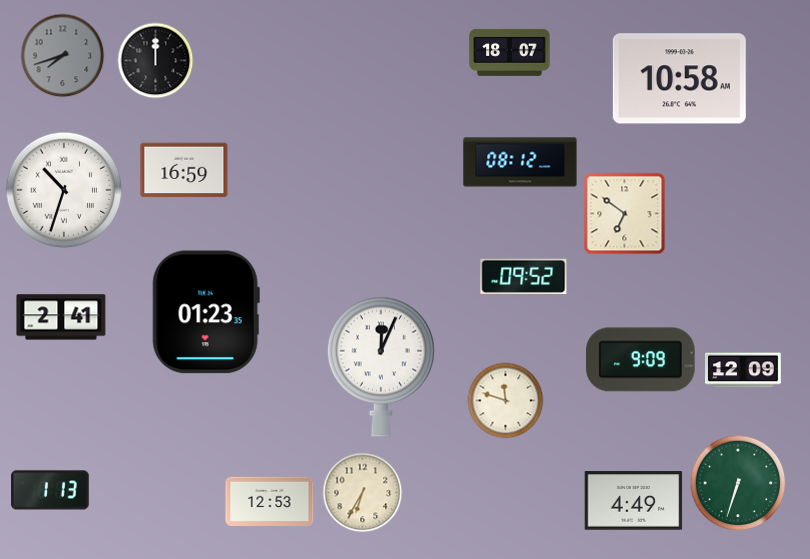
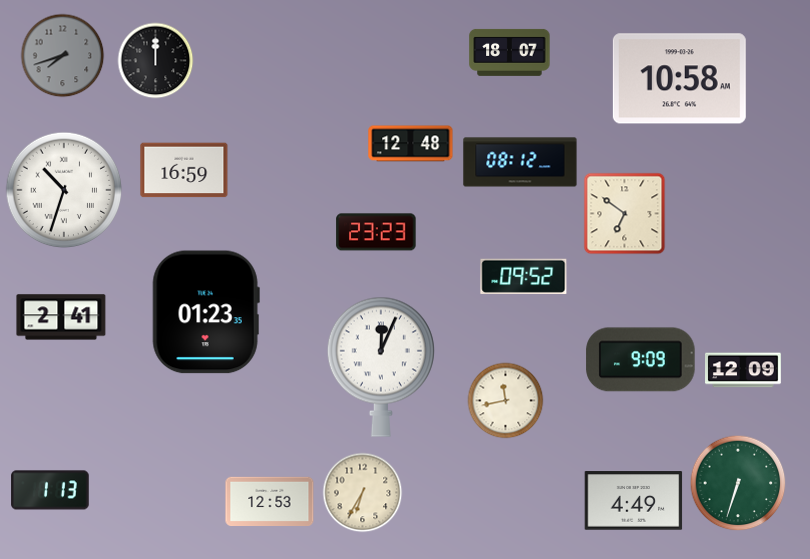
clock at (411, 144): none -> 12:48
clock at (376, 232): none -> 23:23
clock at (506, 401): 11:48 -> 11:43
